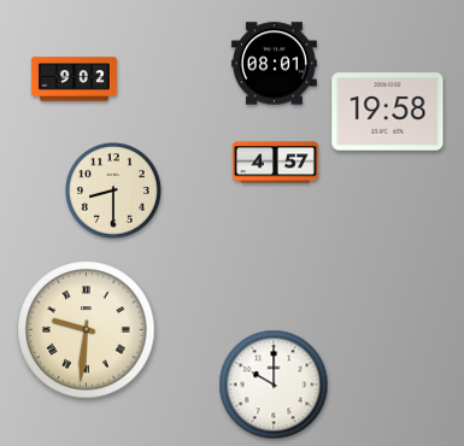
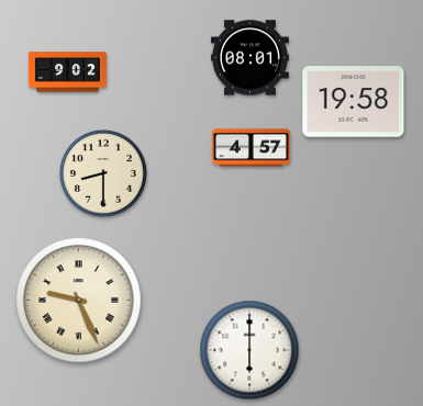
clock at (87, 330): 9:31 -> 9:26
clock at (274, 385): 10:00 -> 6:00
